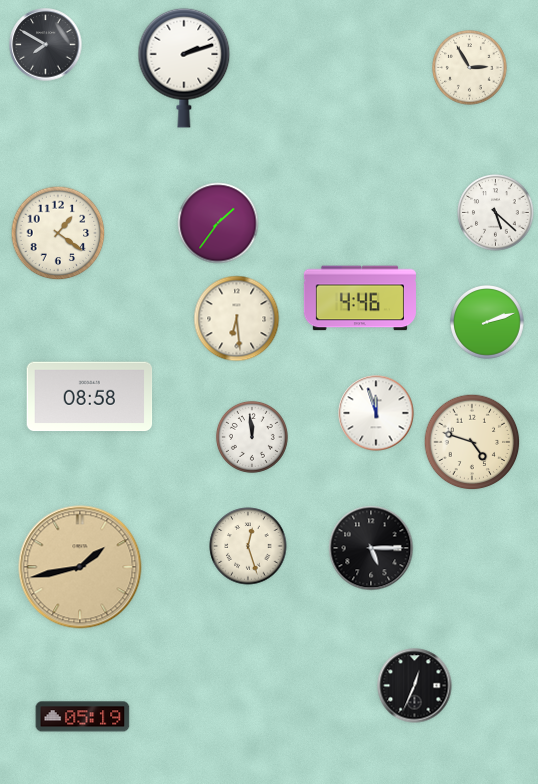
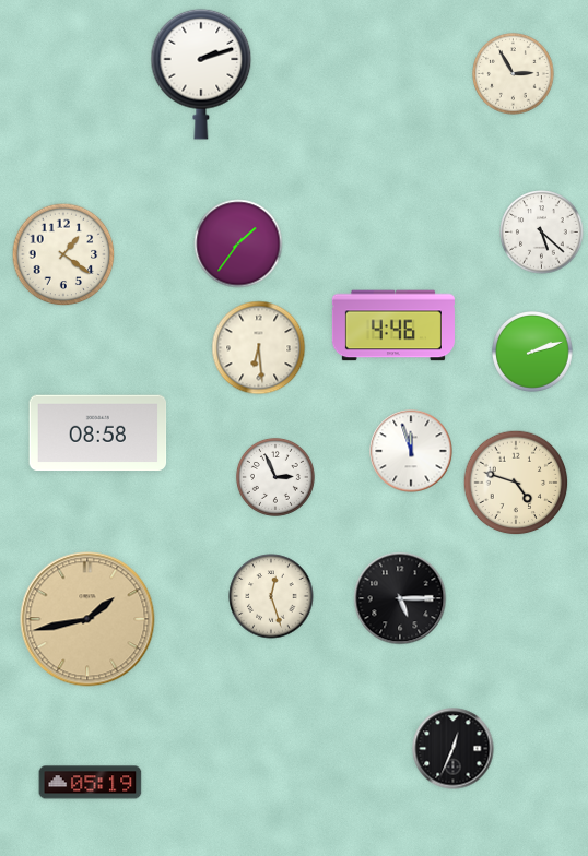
clock at (46, 45): 7:50 -> none
clock at (252, 437): 11:59 -> 2:56
clock at (371, 548) position: (371, 548) -> (400, 598)
